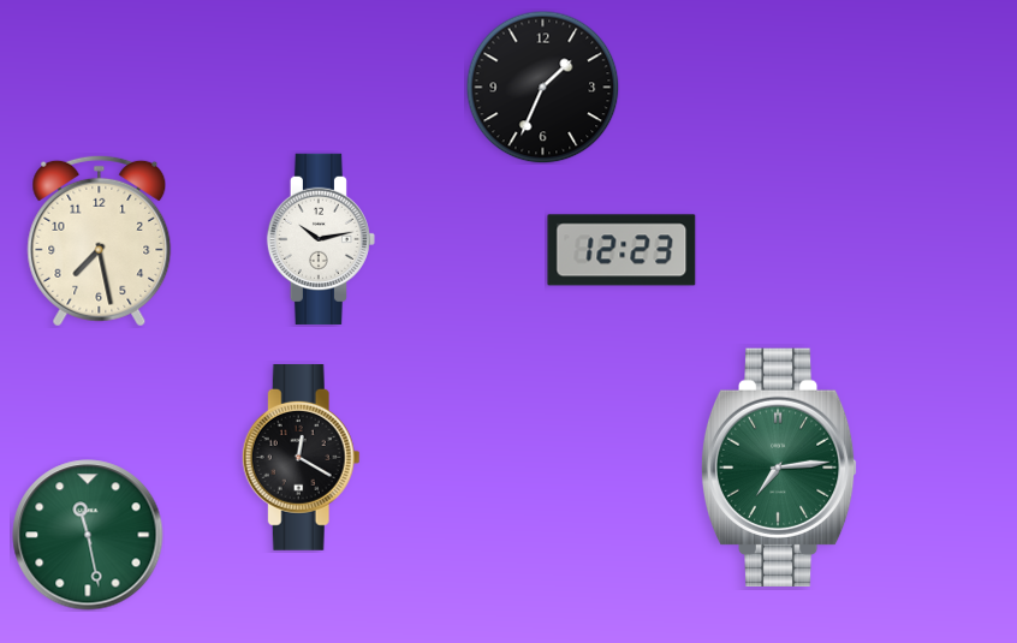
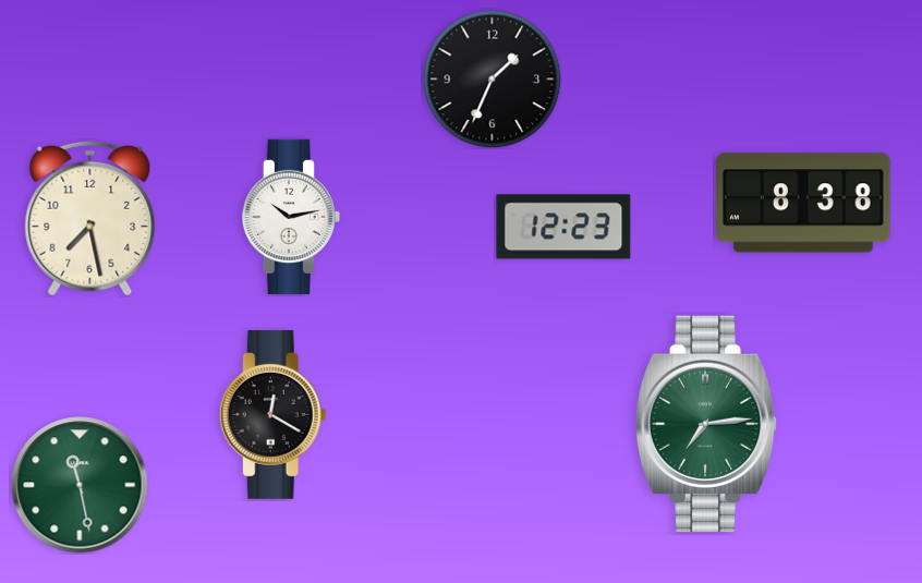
clock at (804, 203): none -> 8:38
